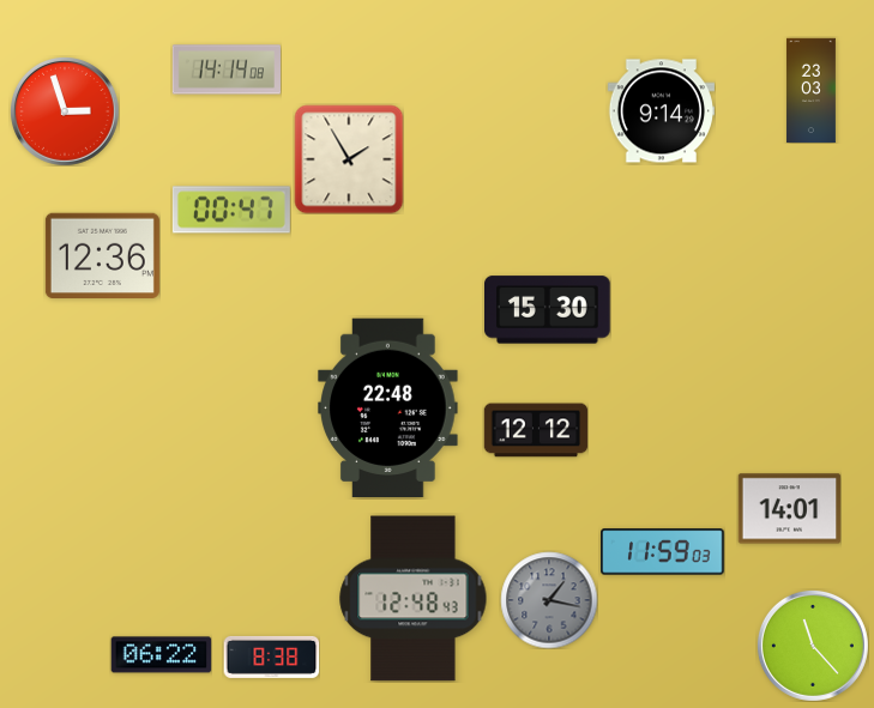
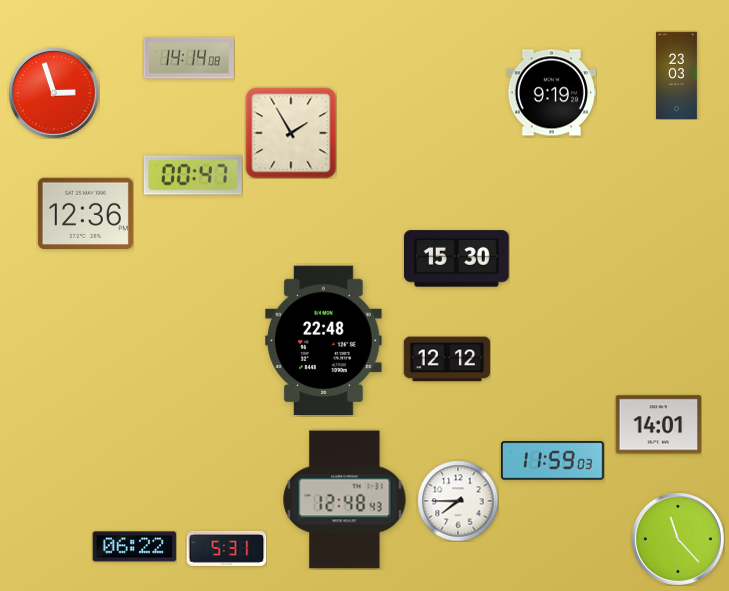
clock at (661, 111): 9:14 -> 9:19
clock at (549, 600): 1:17 -> 7:45
clock at (549, 600) dial: grey -> white
clock at (271, 656): 8:38 -> 5:31
